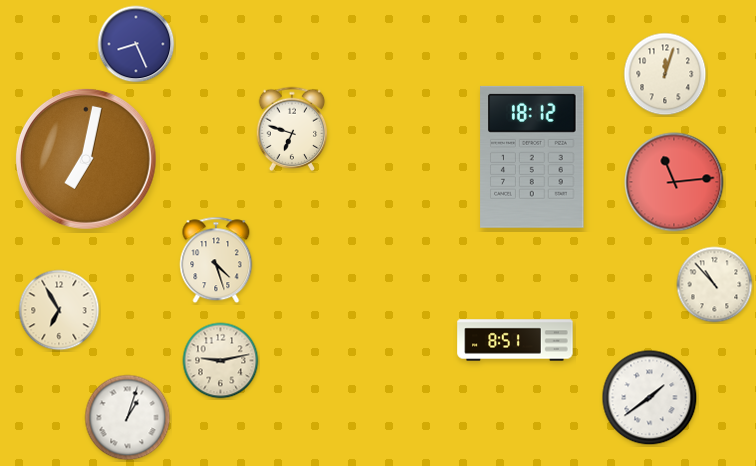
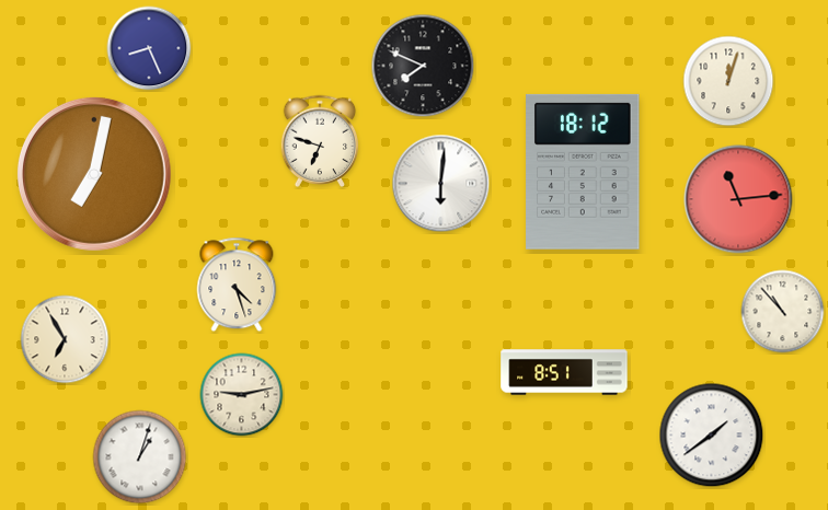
clock at (423, 66): none -> 7:49
clock at (441, 184): none -> 6:01
